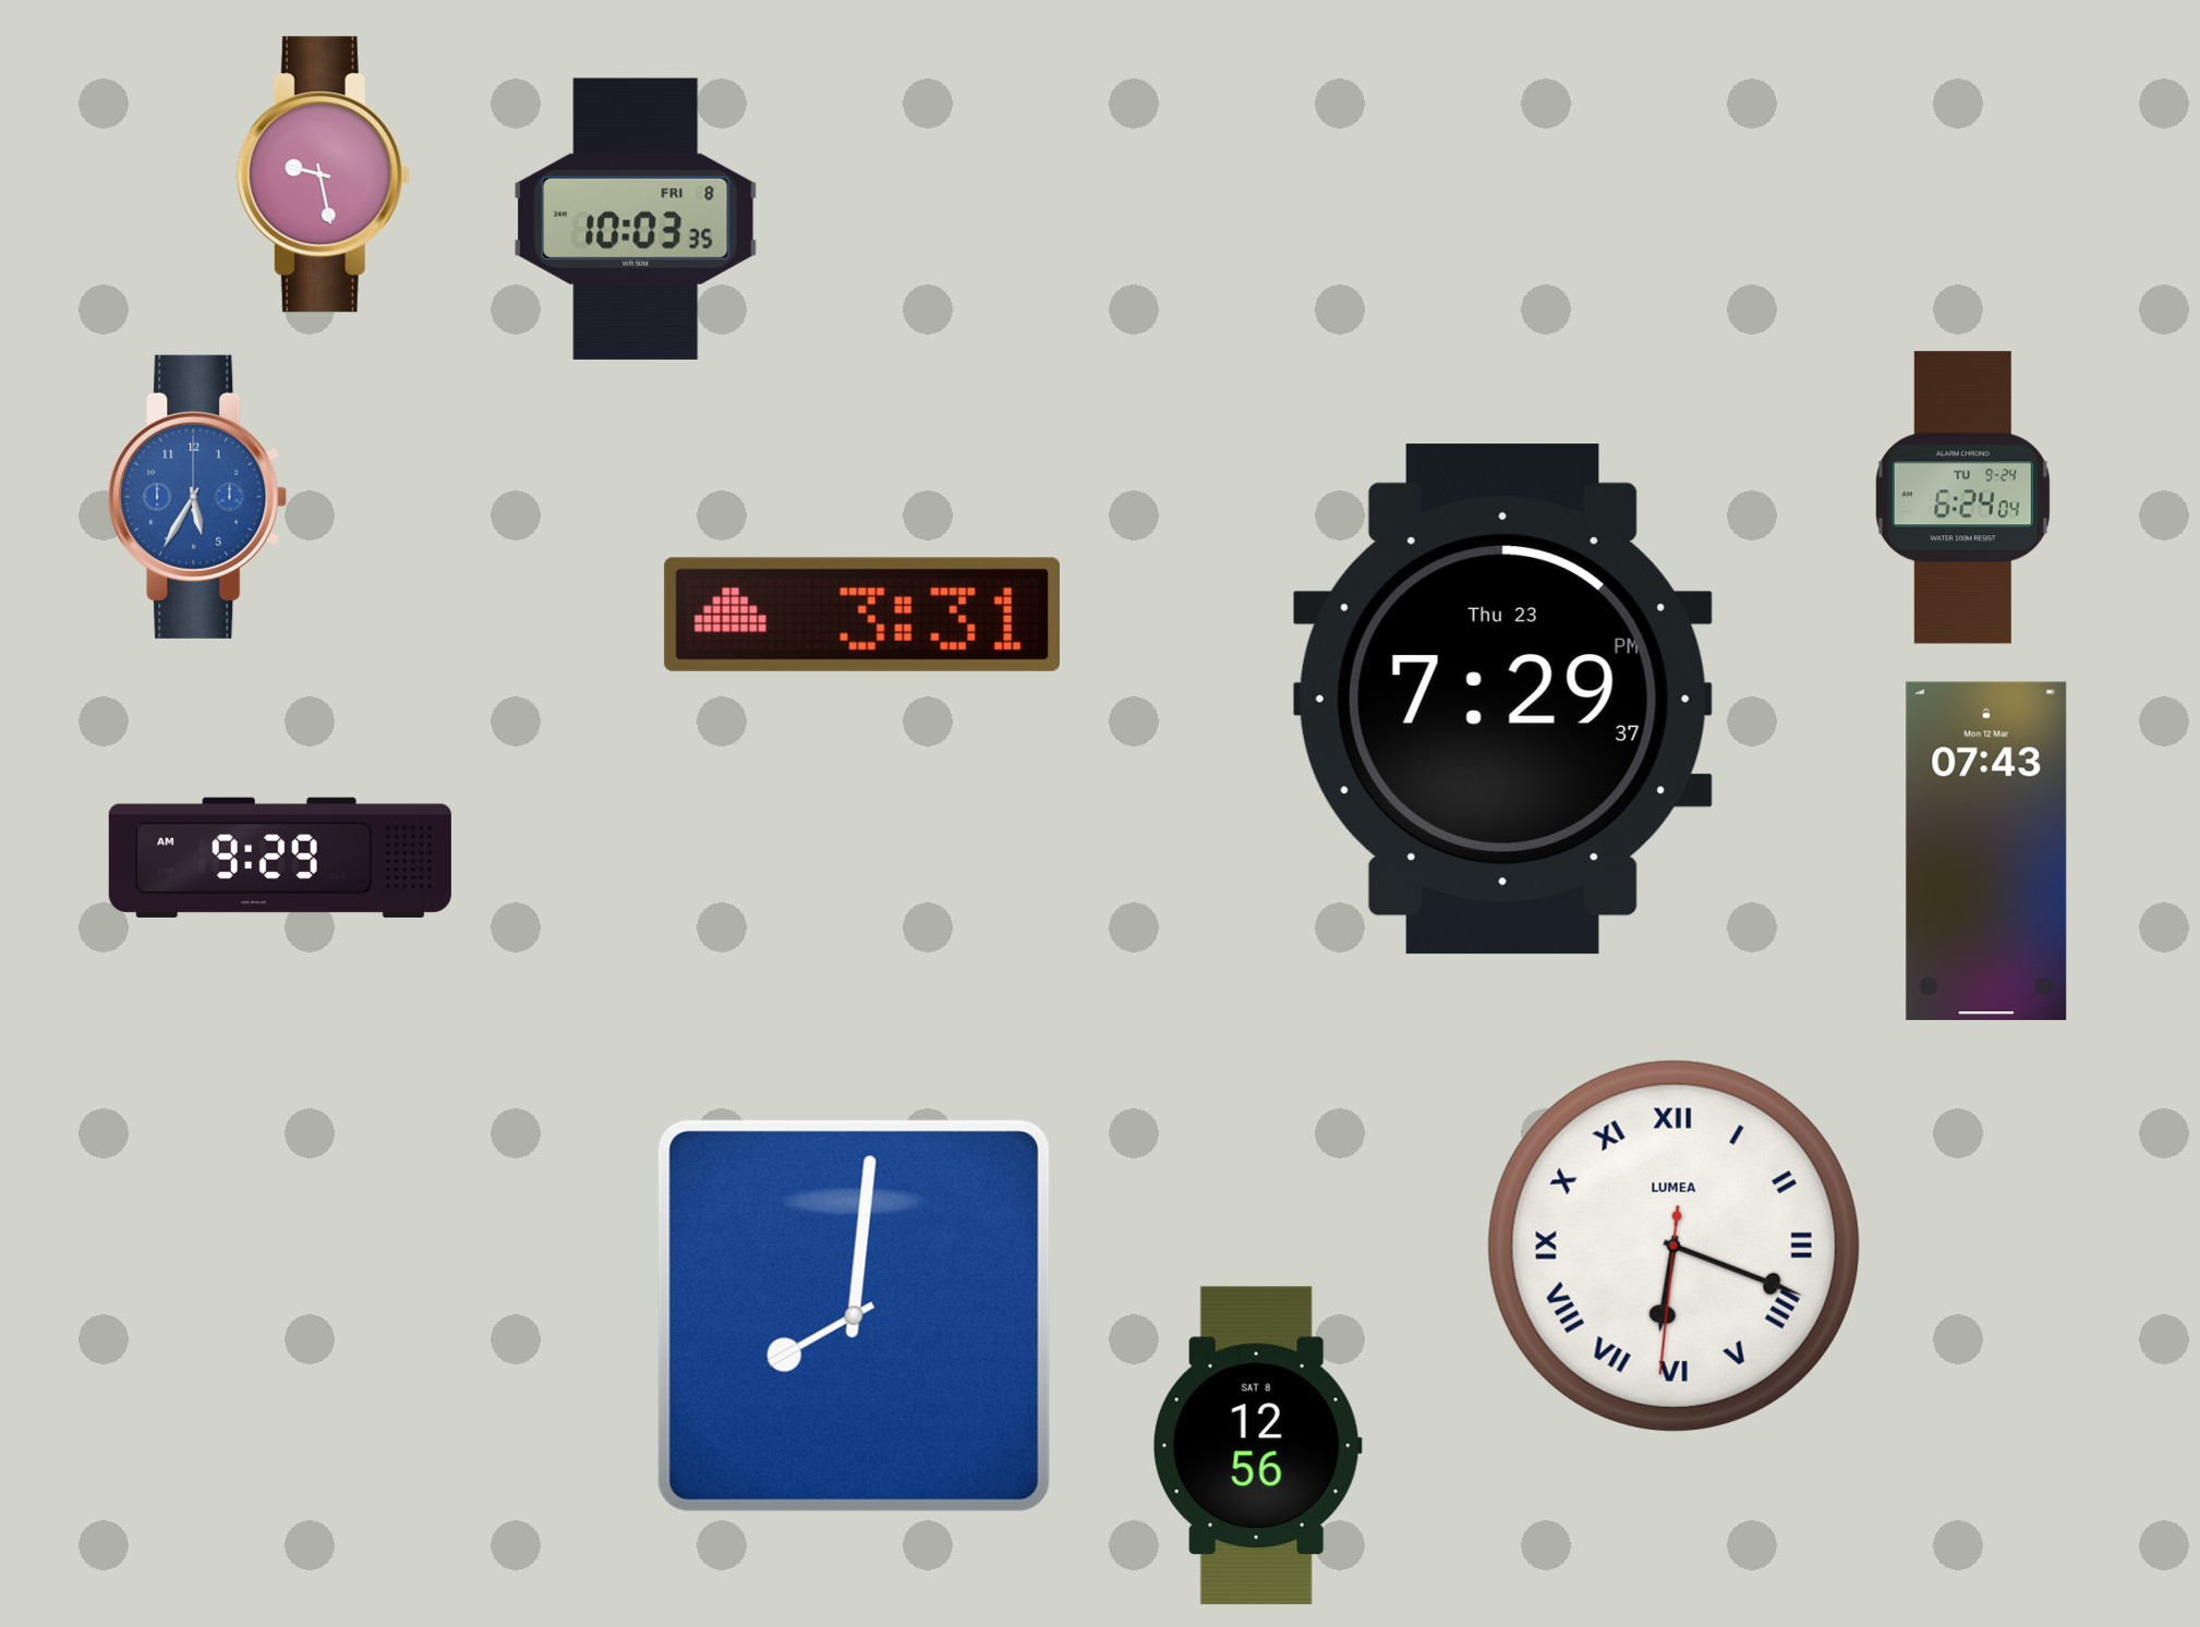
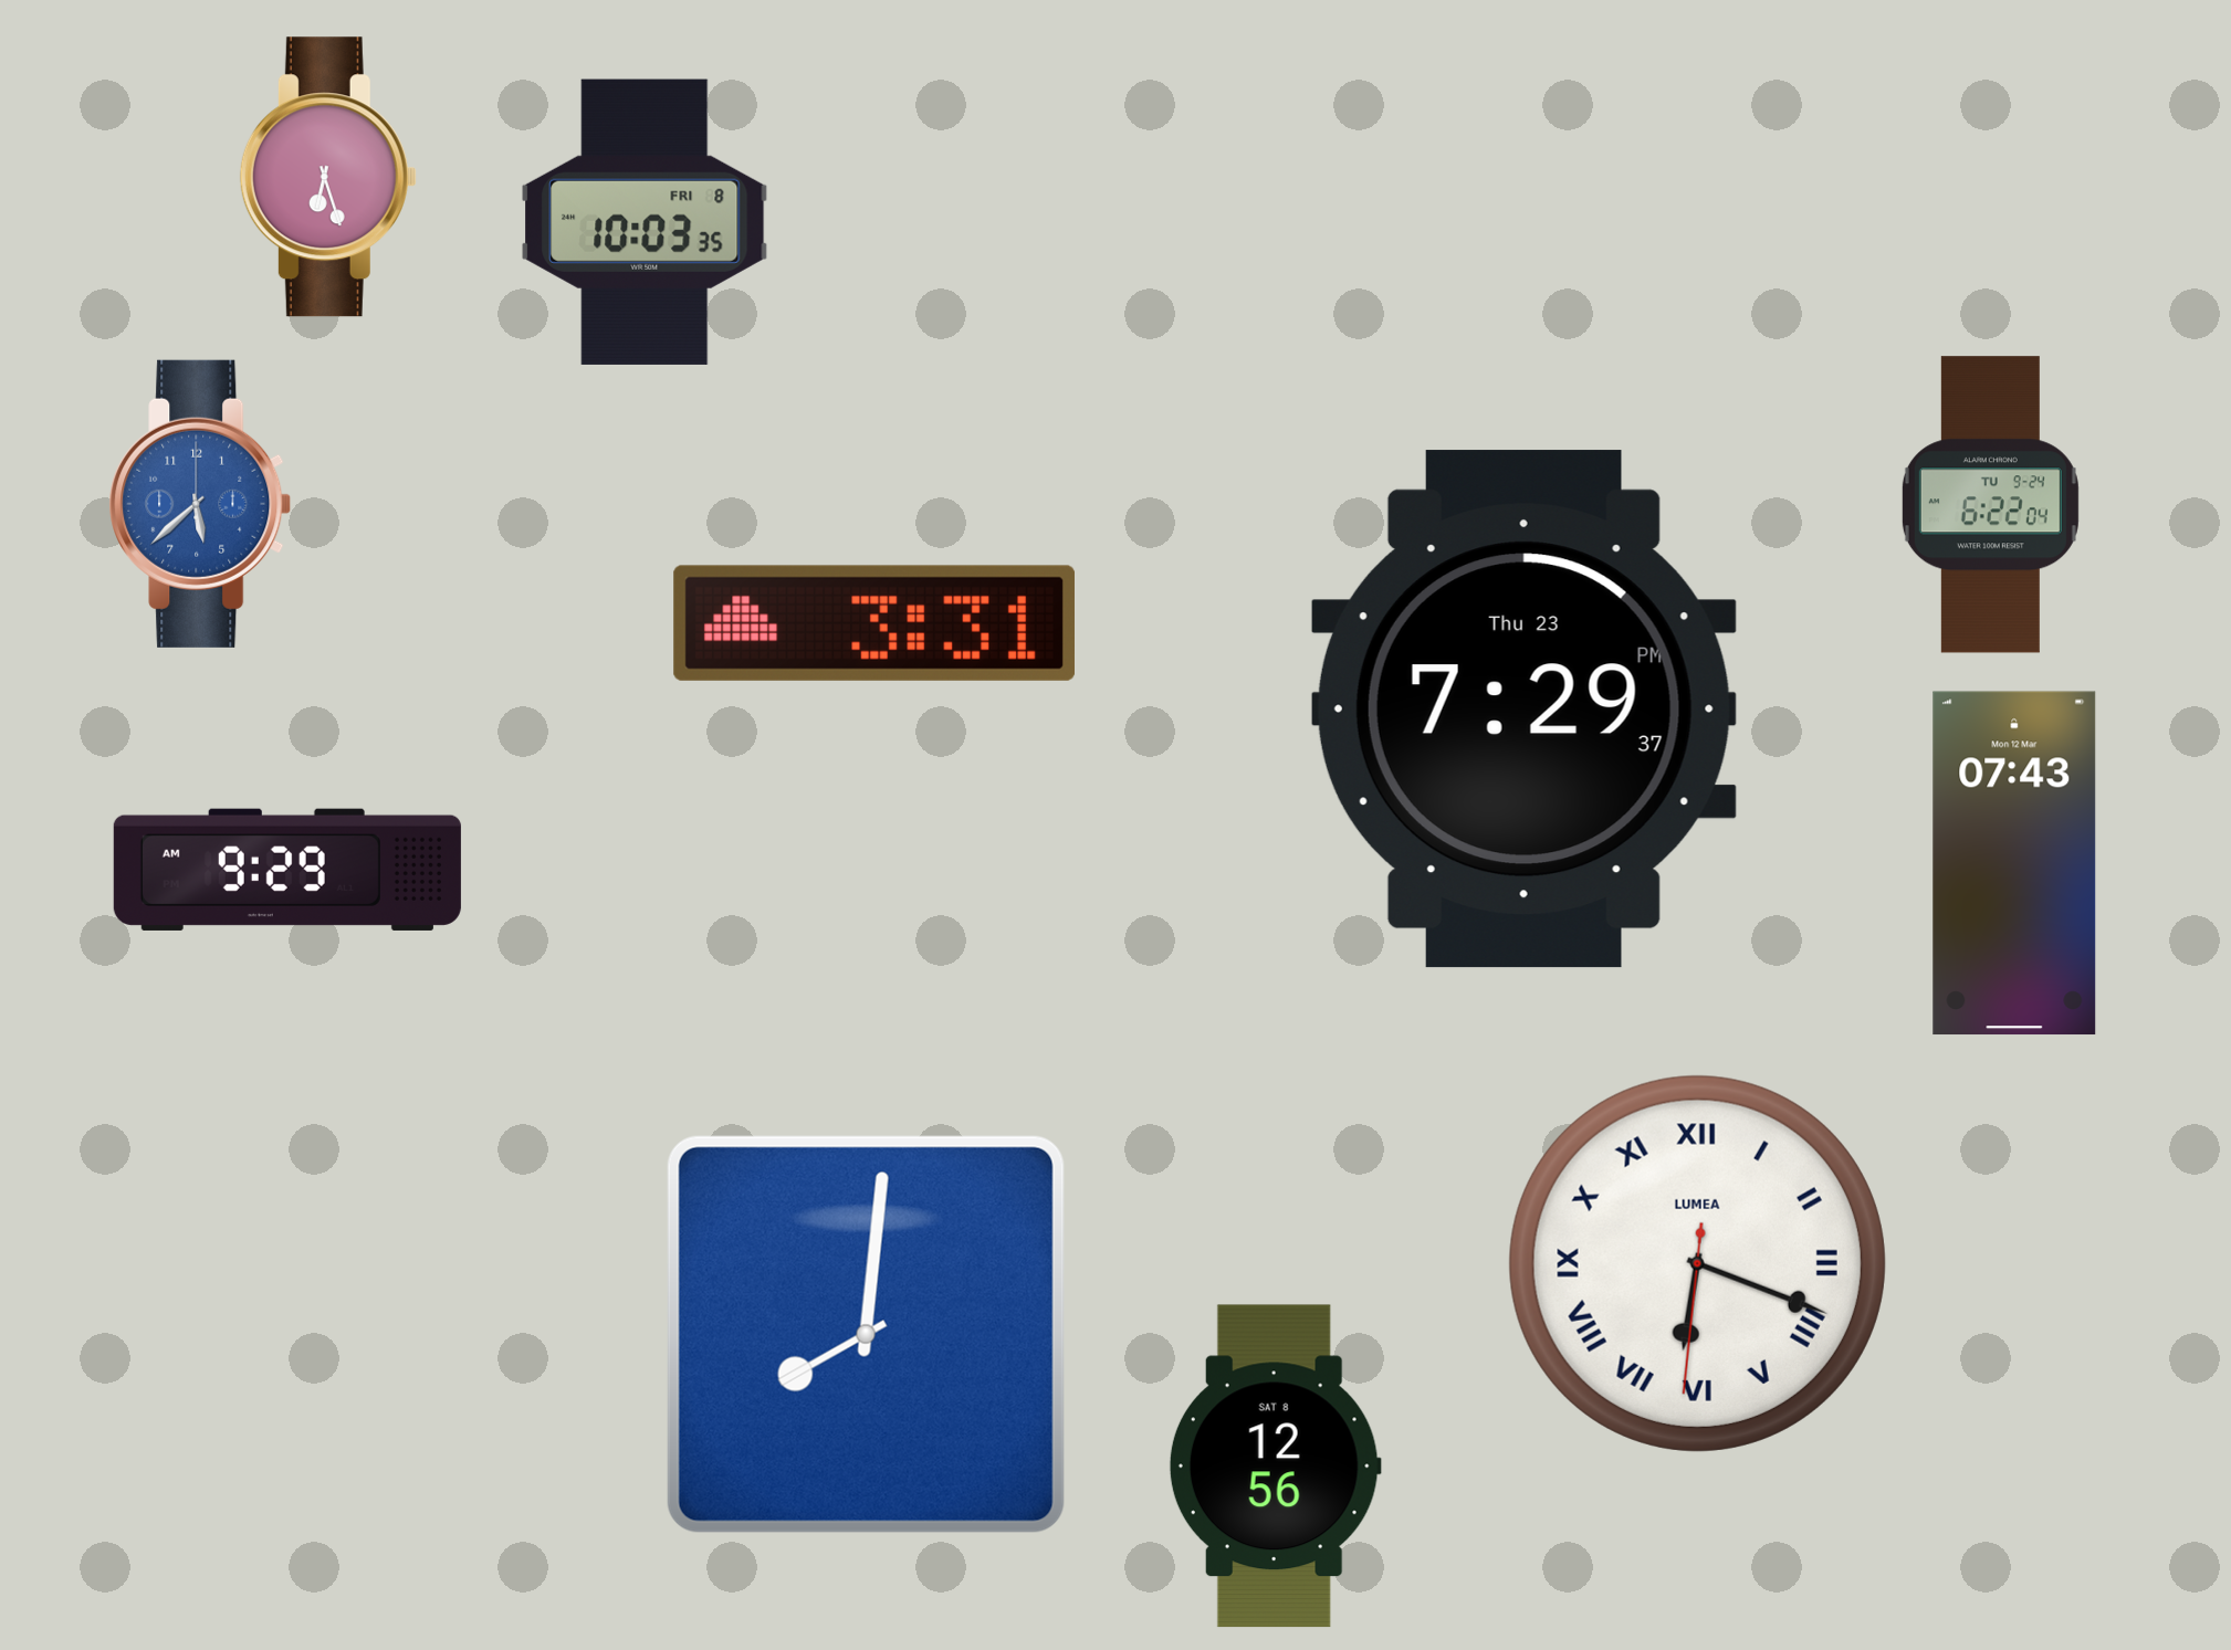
clock at (324, 174): 9:28 -> 6:27
clock at (197, 497): 5:35 -> 5:38
clock at (1962, 498): 6:24 -> 6:22
clock at (280, 858) position: (280, 858) -> (287, 870)
